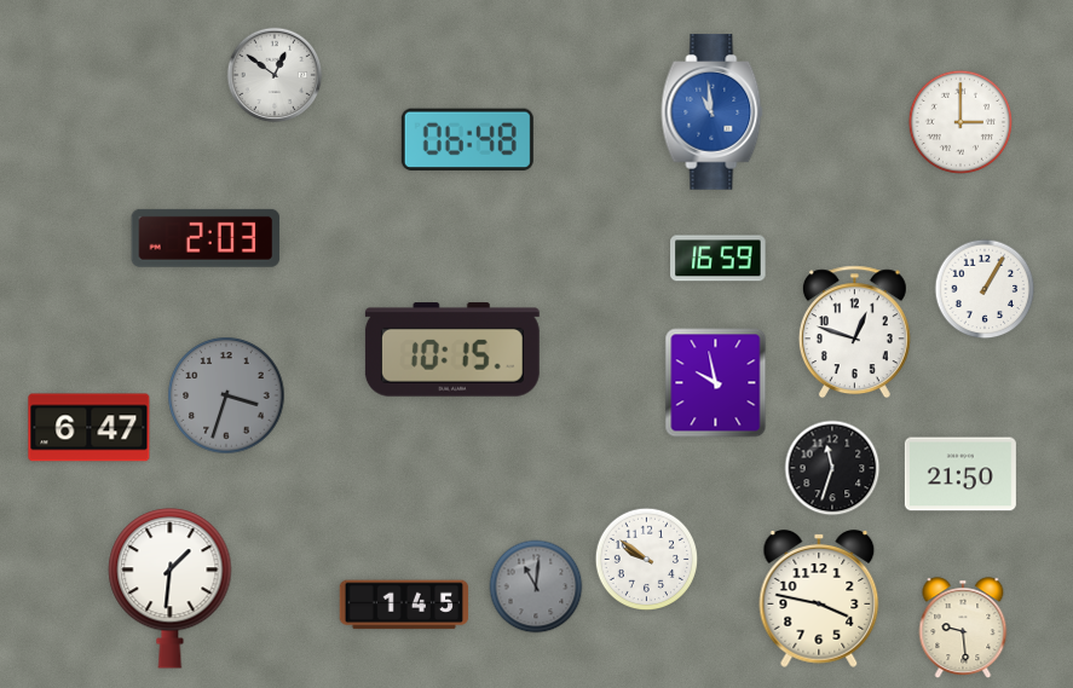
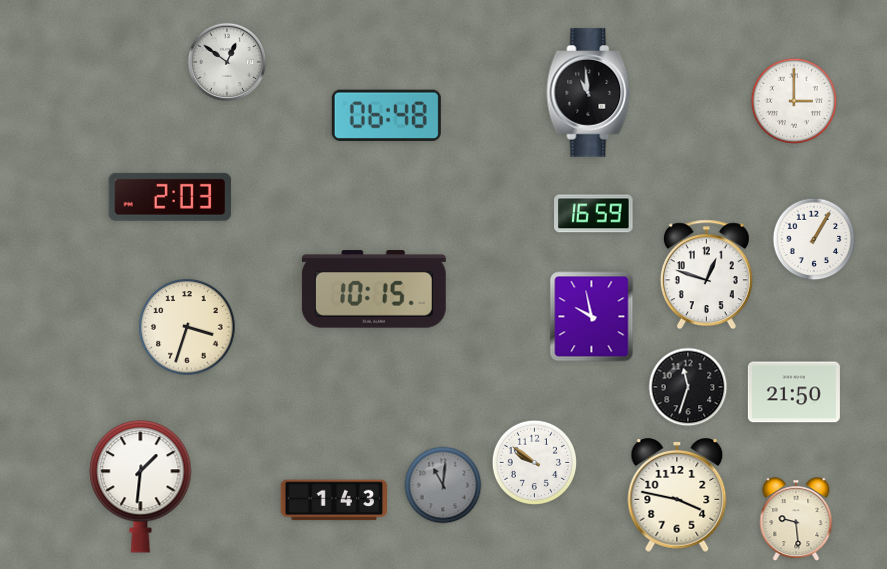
clock at (713, 112) dial: blue -> black
clock at (226, 395) dial: grey -> cream
clock at (90, 428): 6:47 -> none
clock at (404, 605): 1:45 -> 1:43
